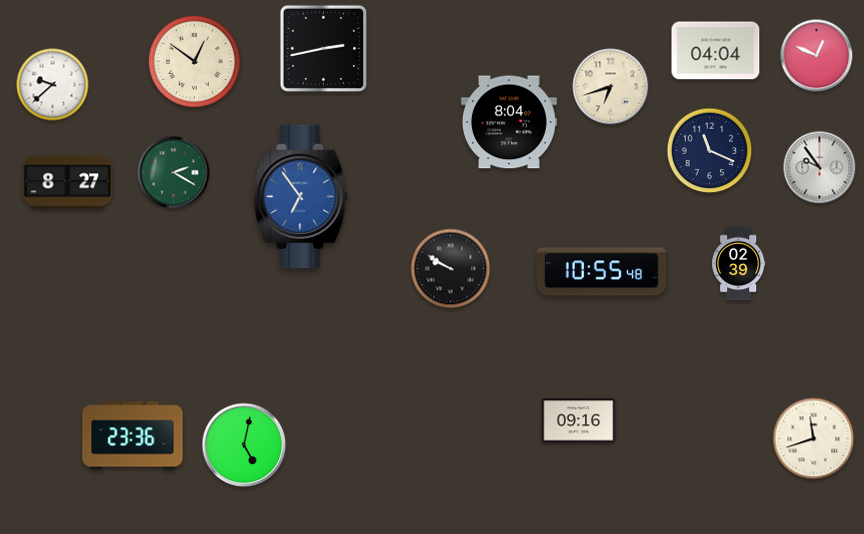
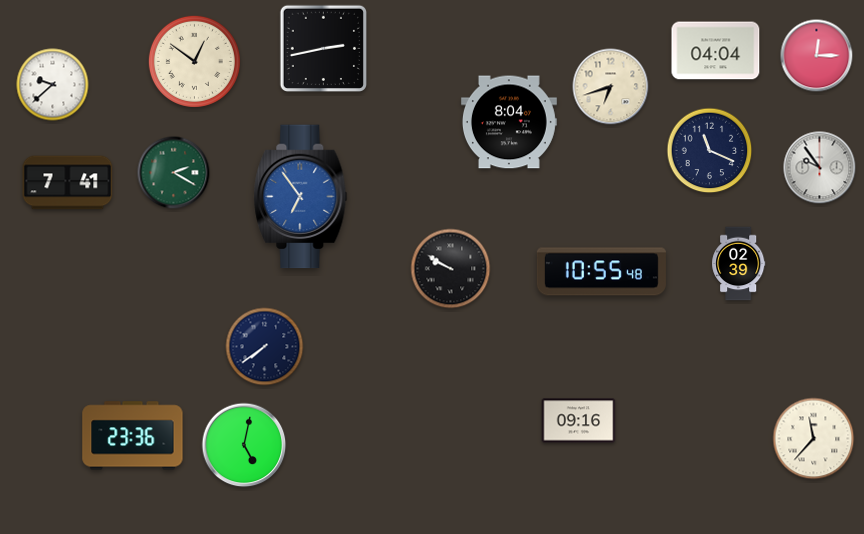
clock at (817, 56): 12:49 -> 12:15
clock at (68, 183): 8:27 -> 7:41
clock at (265, 347): none -> 7:39
clock at (814, 439): 11:42 -> 11:37
